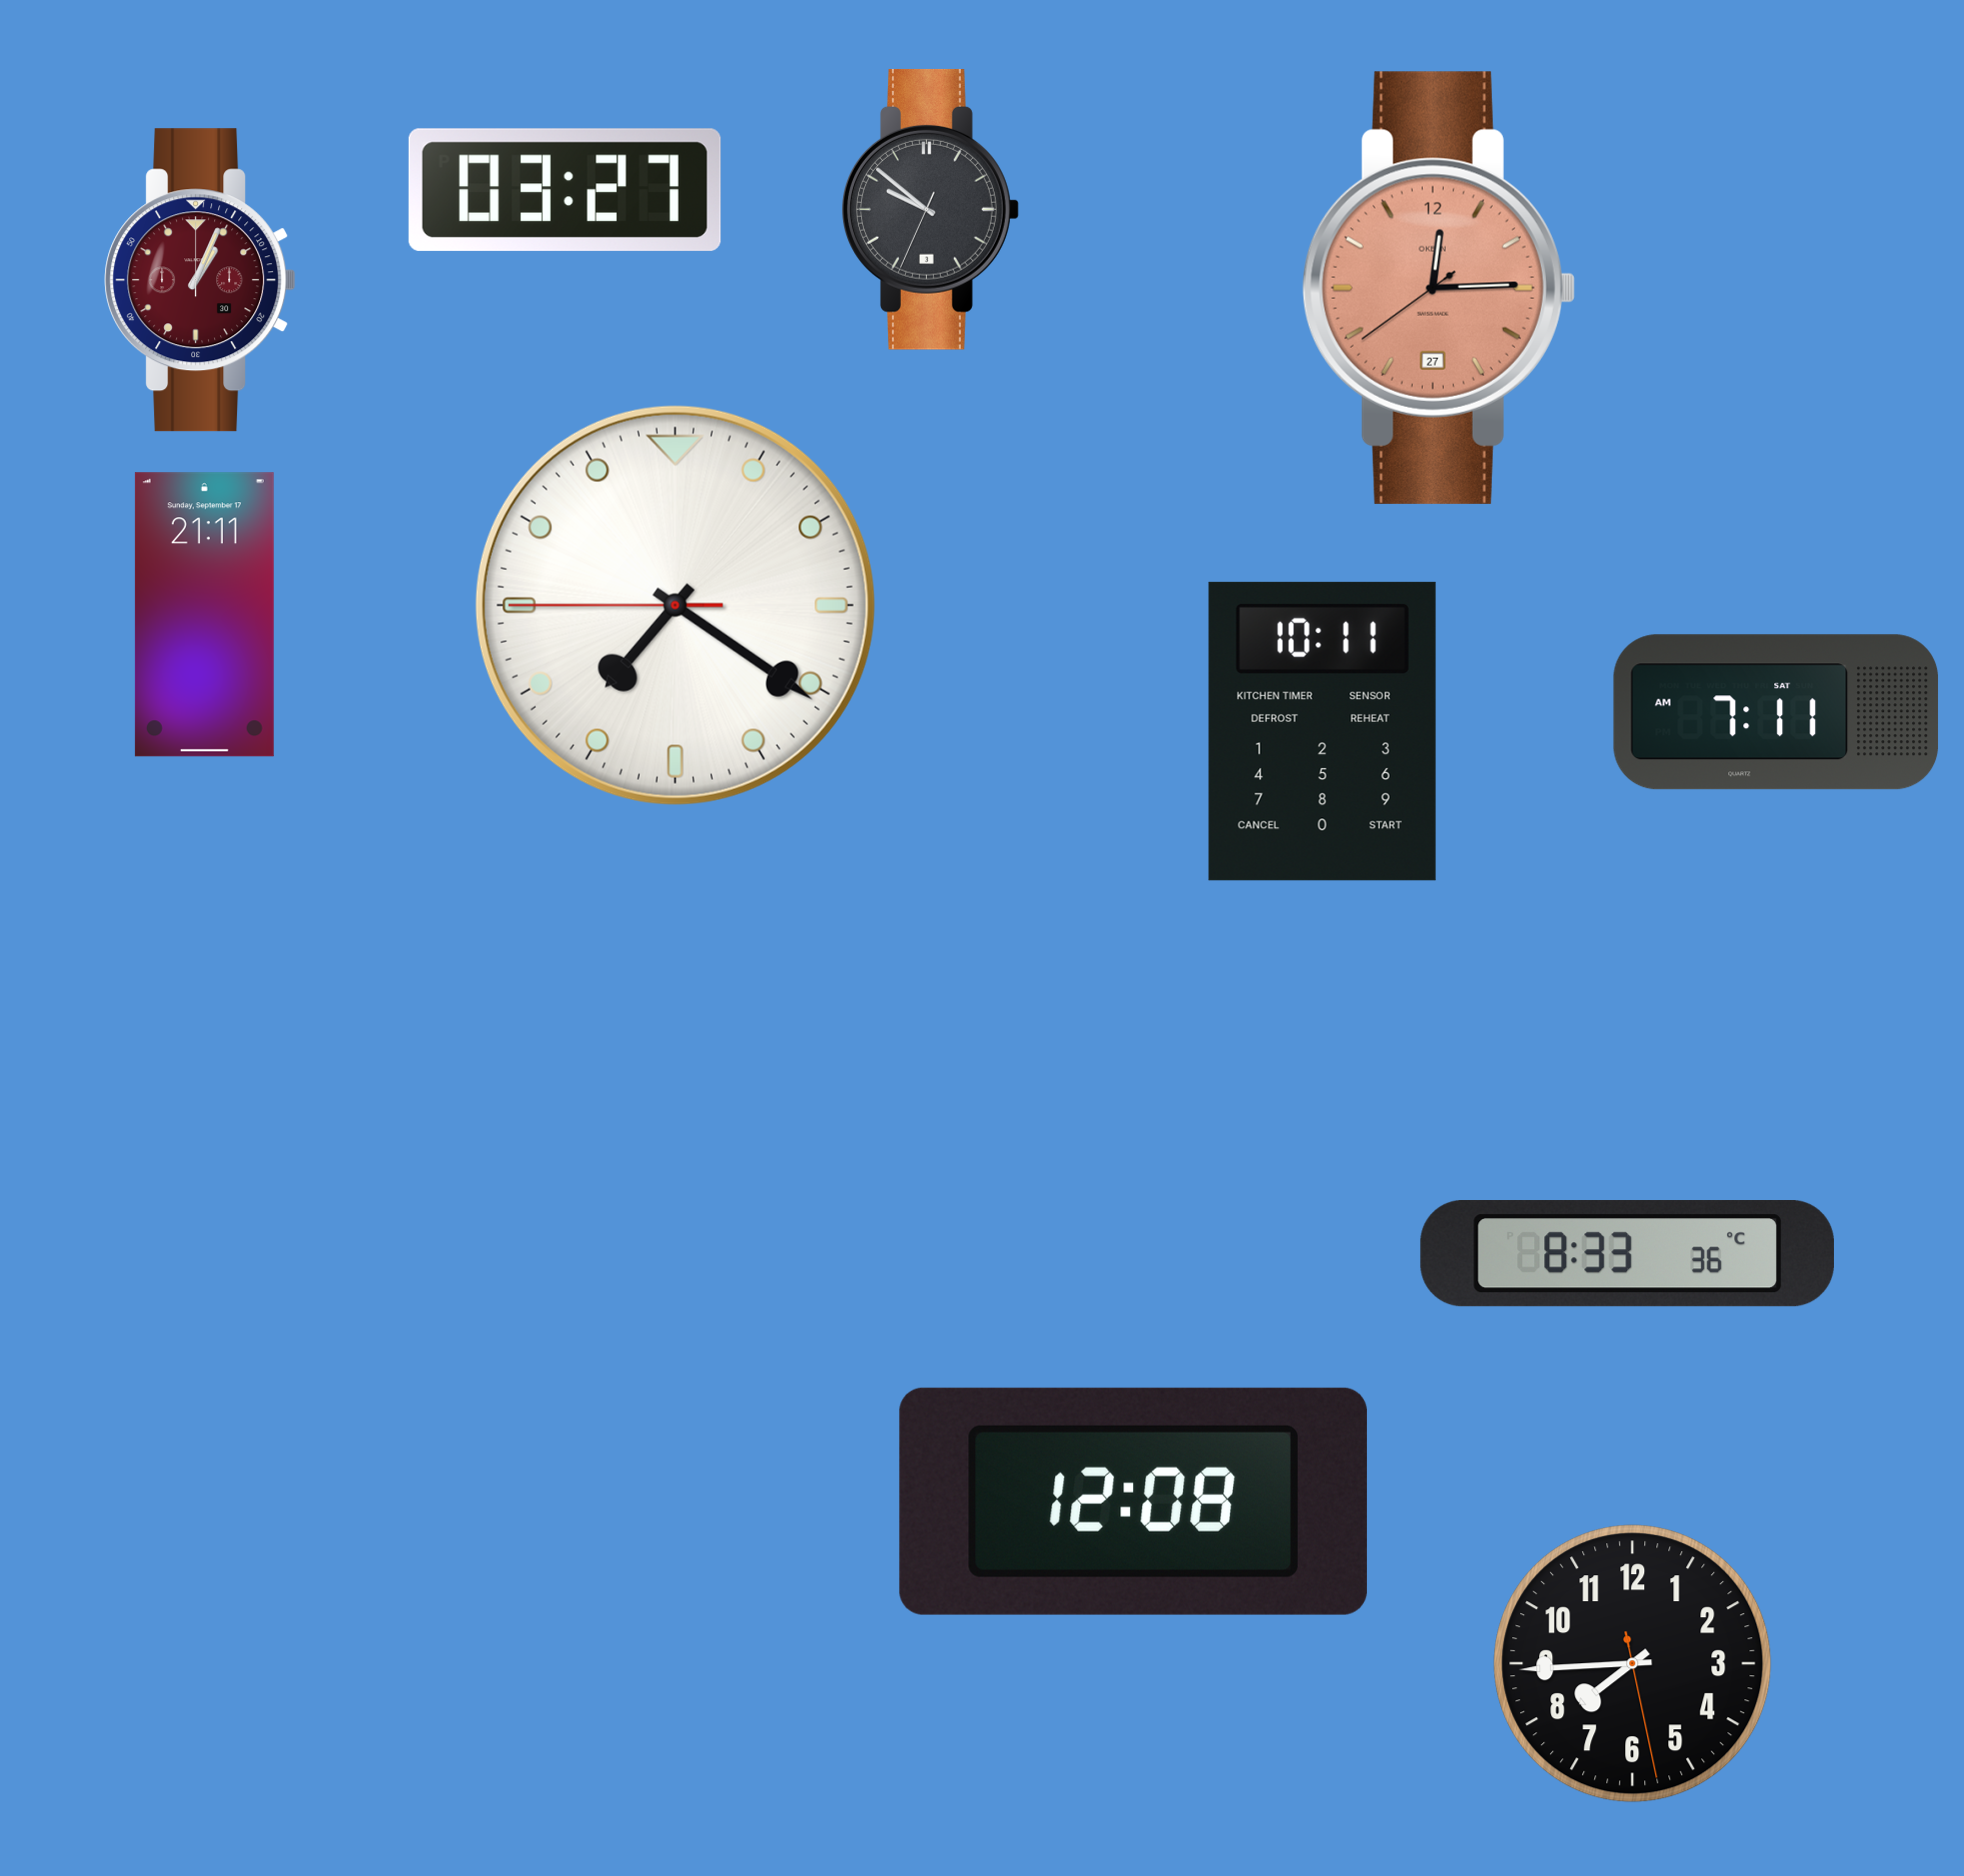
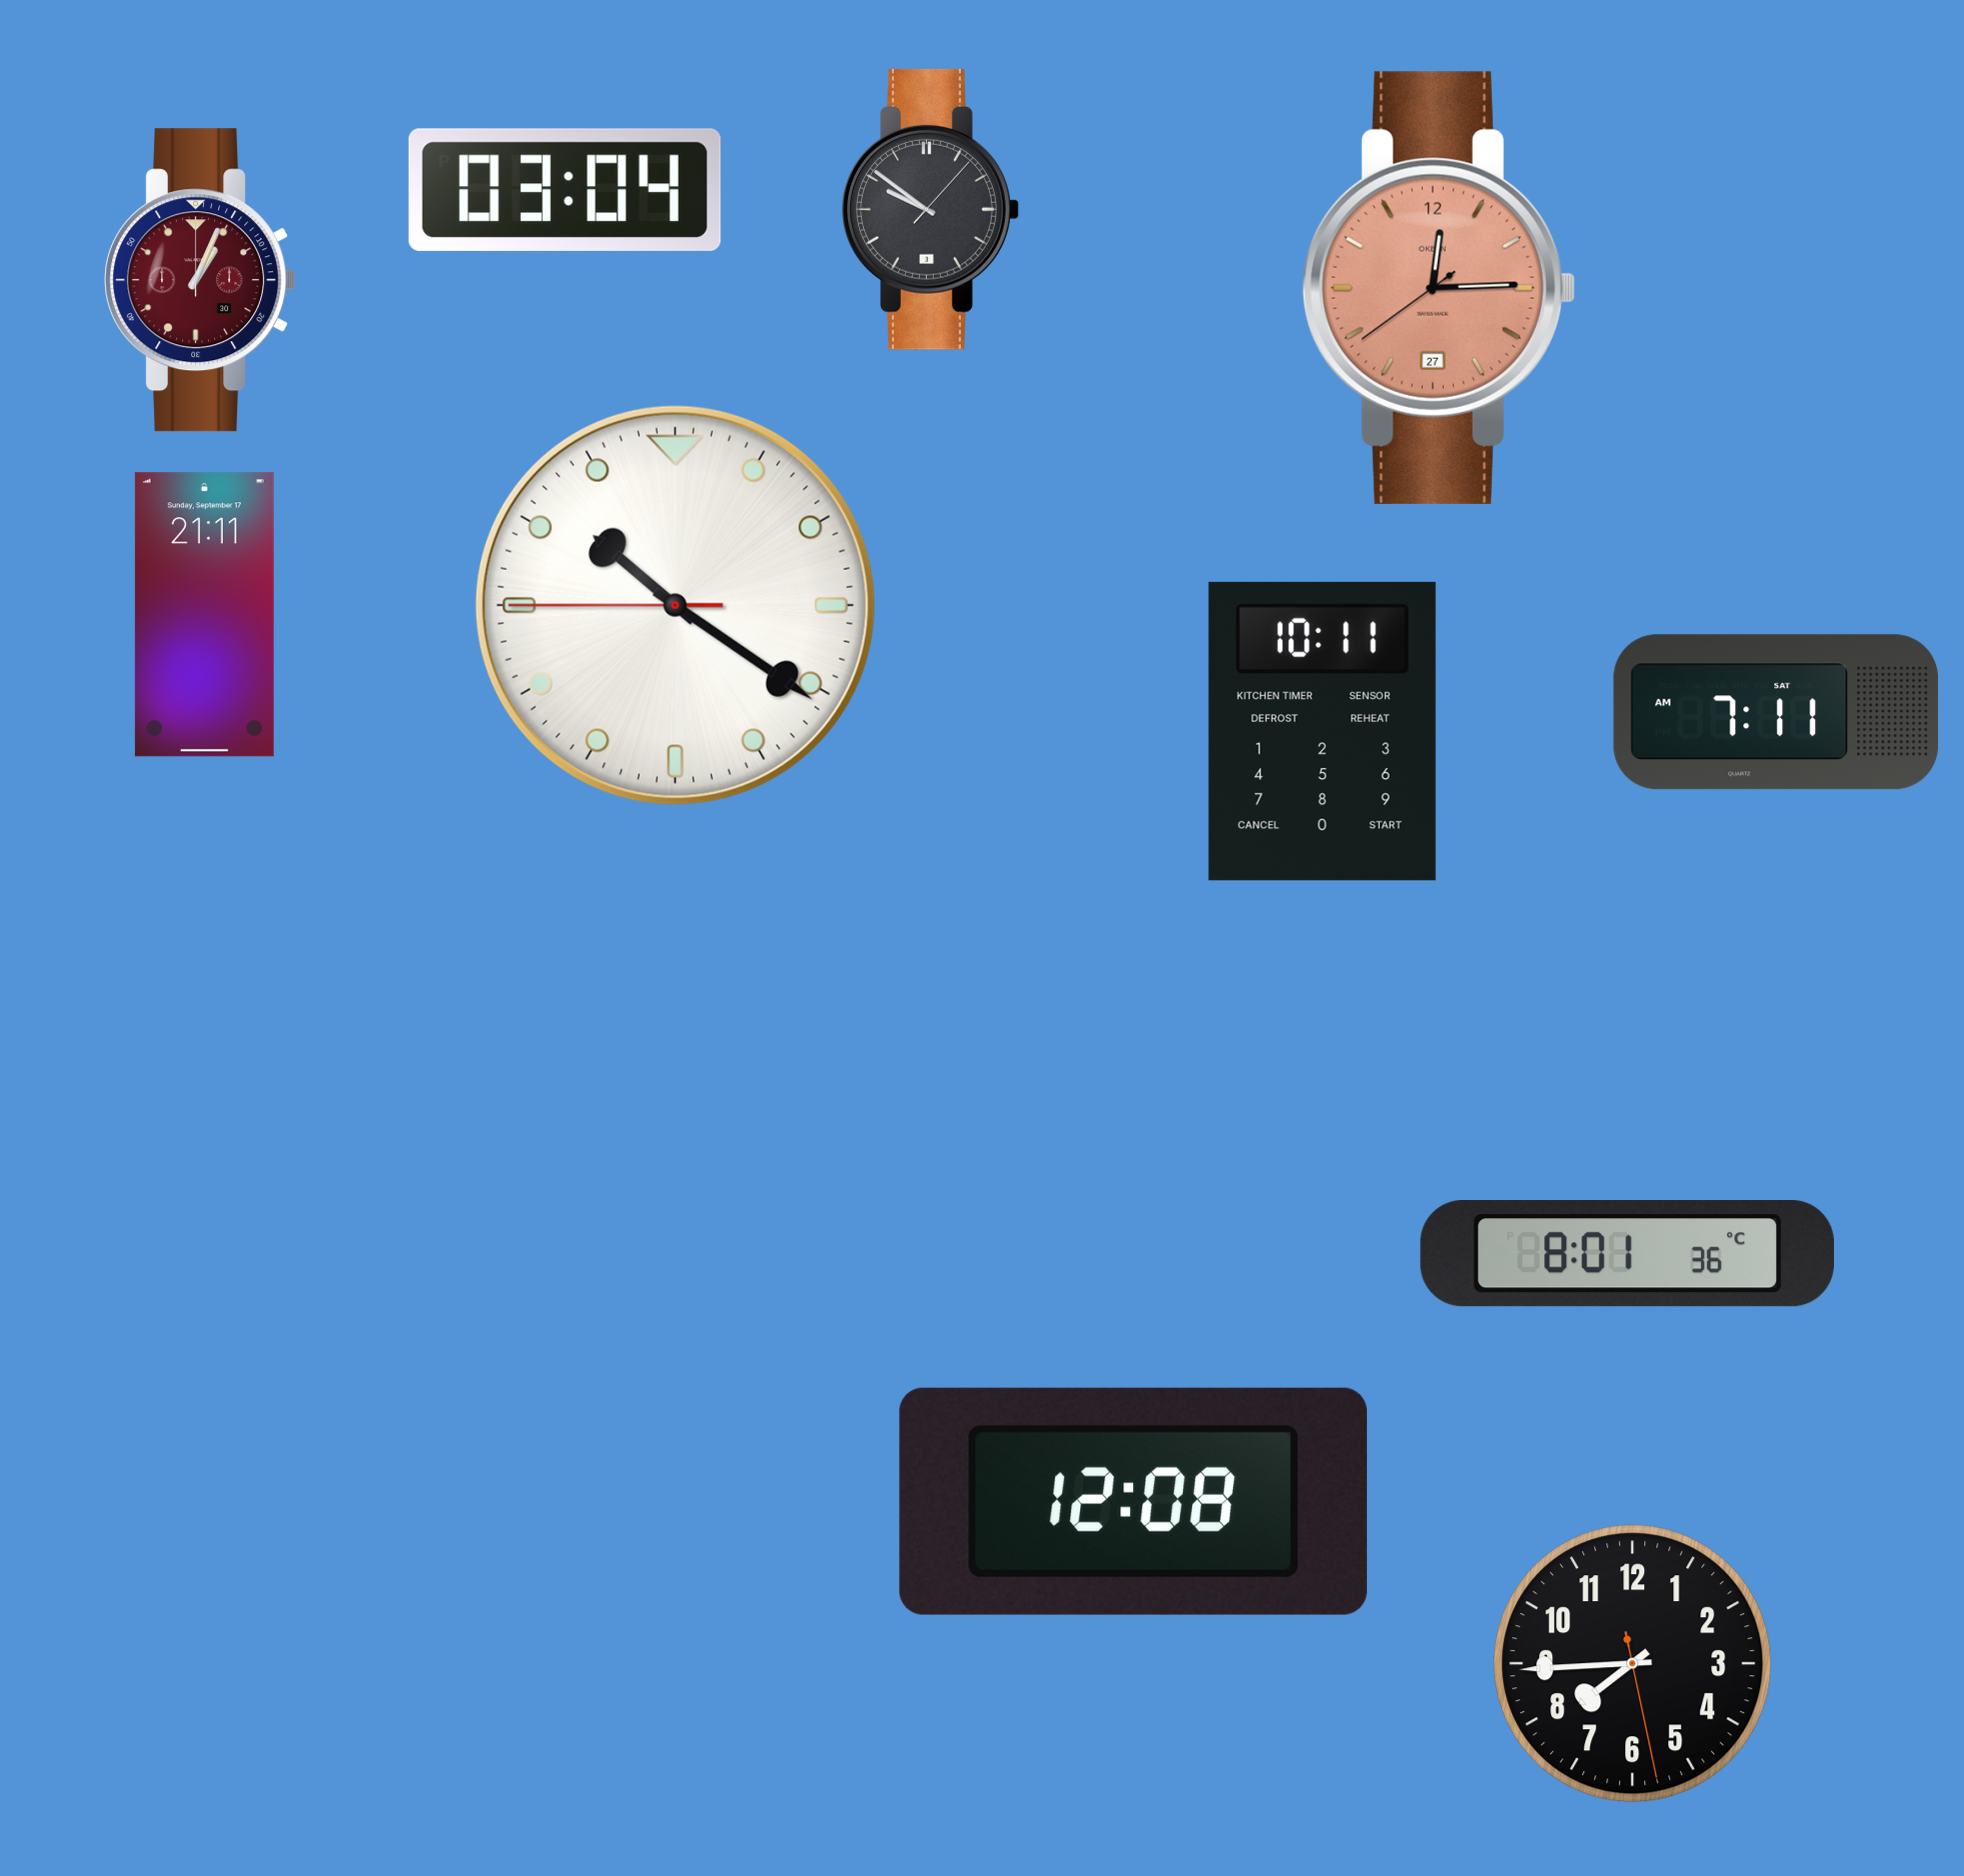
clock at (565, 190): 03:27 -> 03:04
clock at (930, 209): 9:51:34 -> 9:51:07
clock at (675, 605): 7:20 -> 10:20
clock at (1627, 1254): 8:33 -> 8:01
